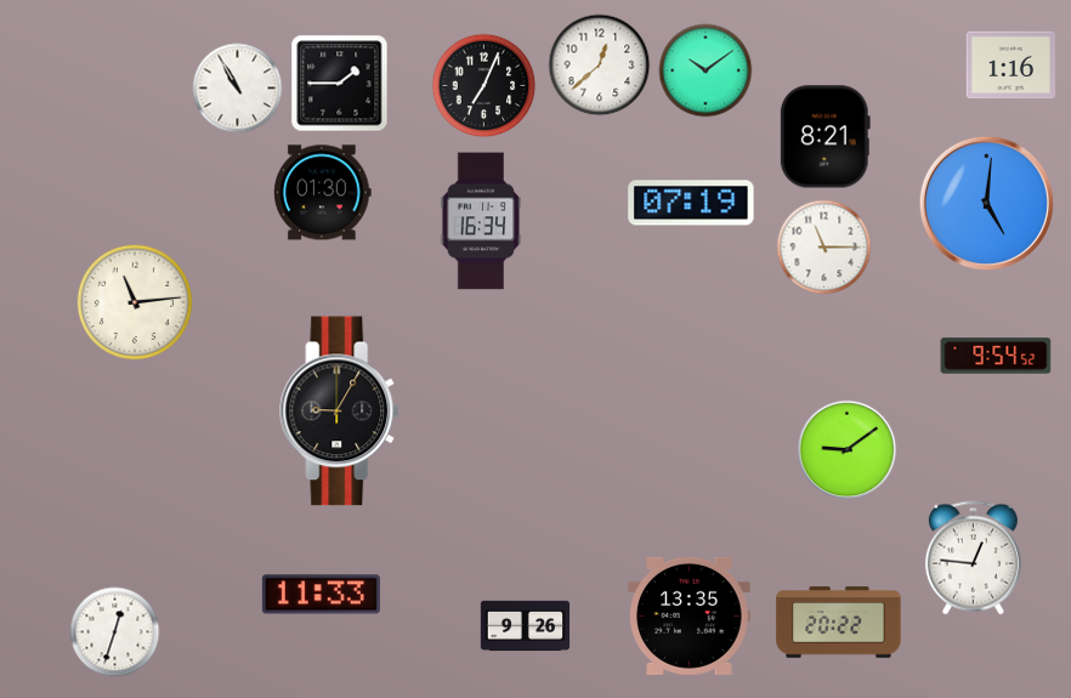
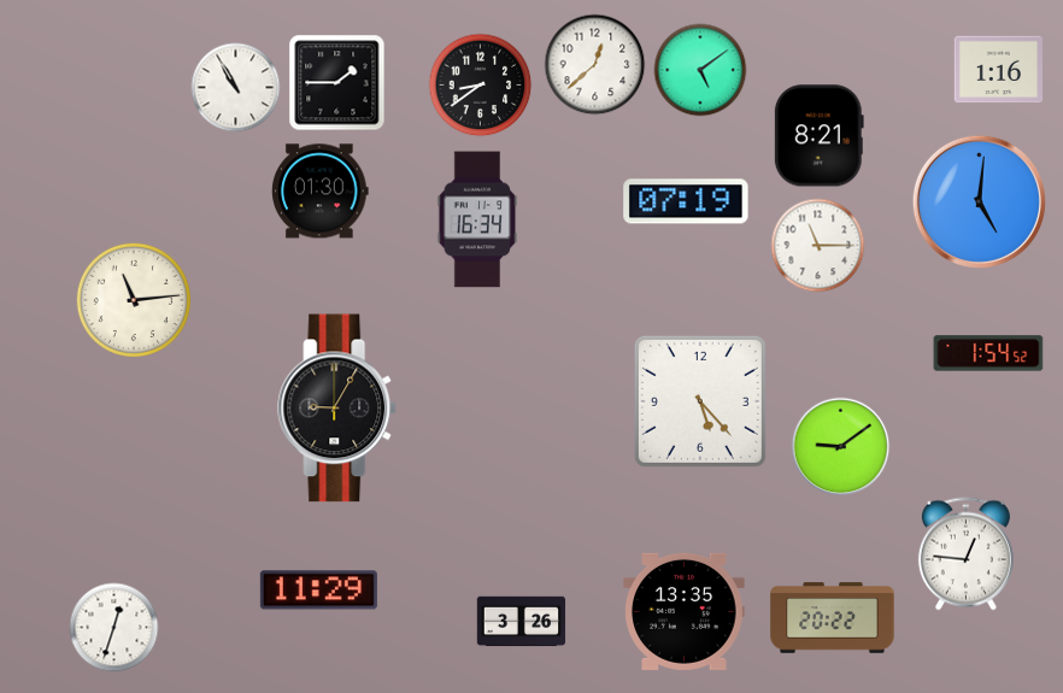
clock at (1011, 66) position: (1011, 66) -> (999, 70)
clock at (705, 70): 10:09 -> 5:09
clock at (484, 86): 7:04 -> 8:39
clock at (996, 356): 9:54 -> 1:54
clock at (700, 401): none -> 5:23
clock at (321, 595): 11:33 -> 11:29
clock at (526, 626): 9:26 -> 3:26
